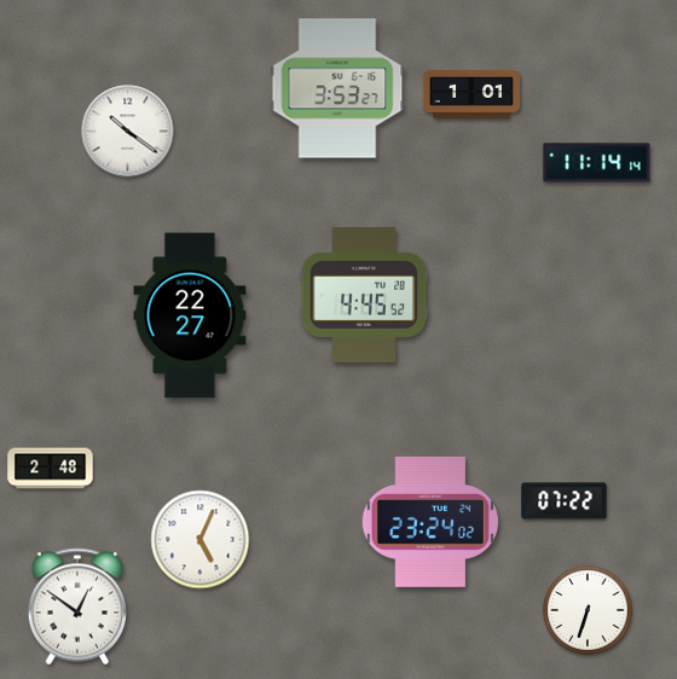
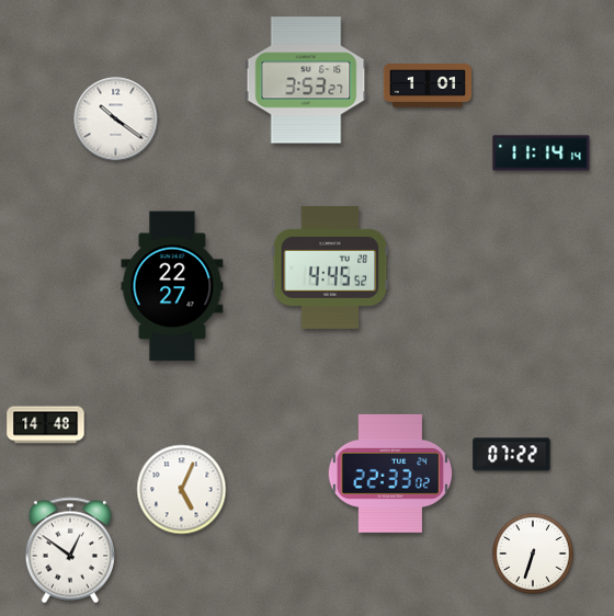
clock at (597, 163) position: (597, 163) -> (542, 153)
clock at (51, 469): 2:48 -> 14:48
clock at (429, 522): 23:24 -> 22:33
